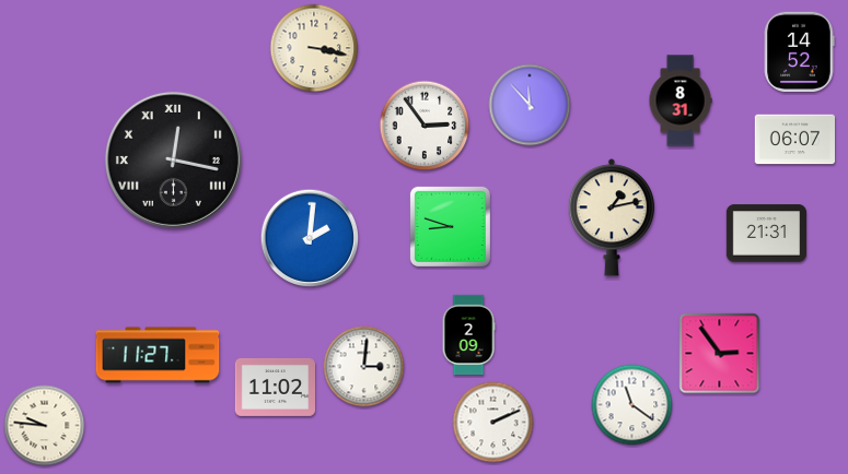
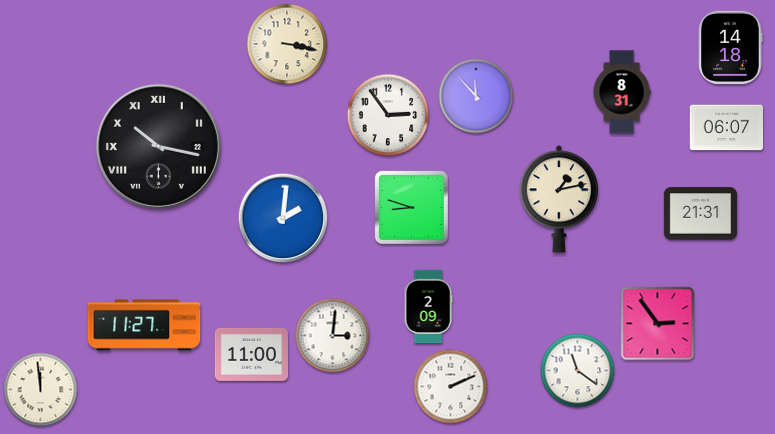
clock at (799, 51): 14:52 -> 14:18
clock at (530, 105) position: (530, 105) -> (476, 96)
clock at (173, 159): 12:17 -> 10:17
clock at (275, 387): 11:02 -> 11:00
clock at (45, 426): 9:46 -> 11:59
